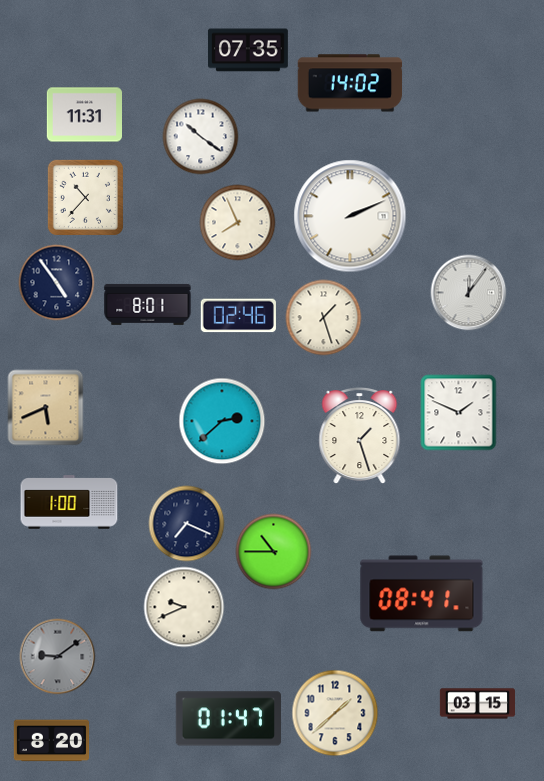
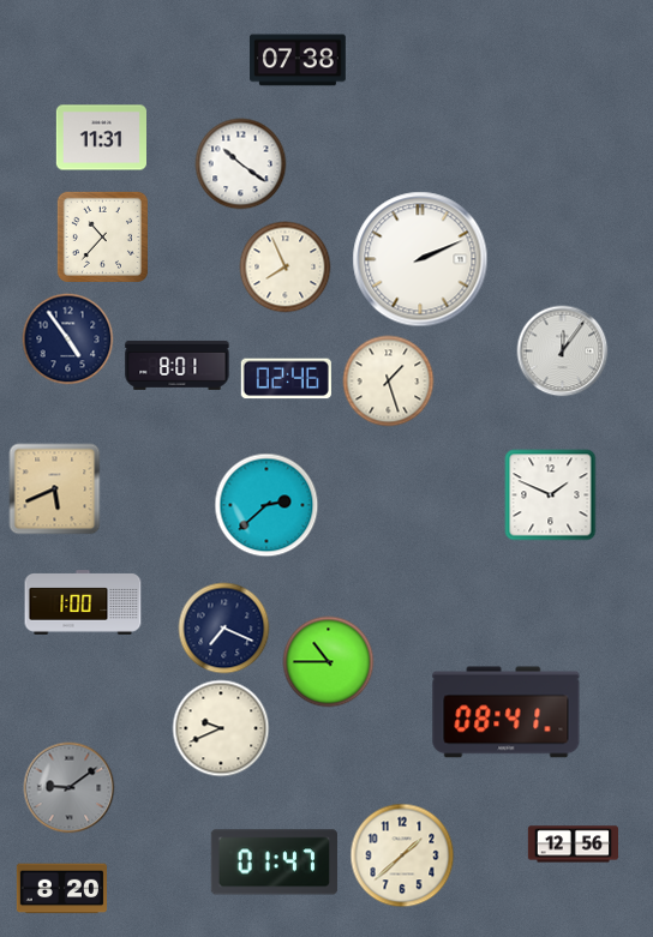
clock at (249, 50): 07:35 -> 07:38
clock at (350, 83): 14:02 -> none
clock at (360, 435): 1:27 -> none
clock at (477, 704): 03:15 -> 12:56
